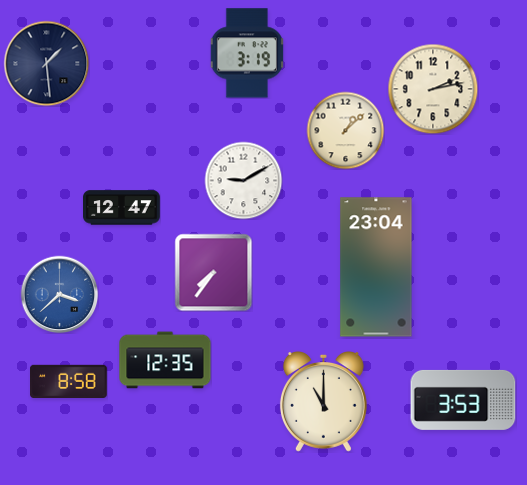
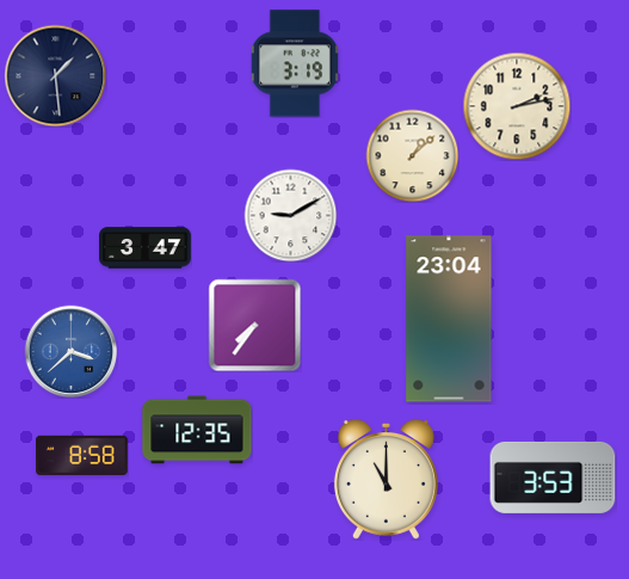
clock at (122, 208): 12:47 -> 3:47
